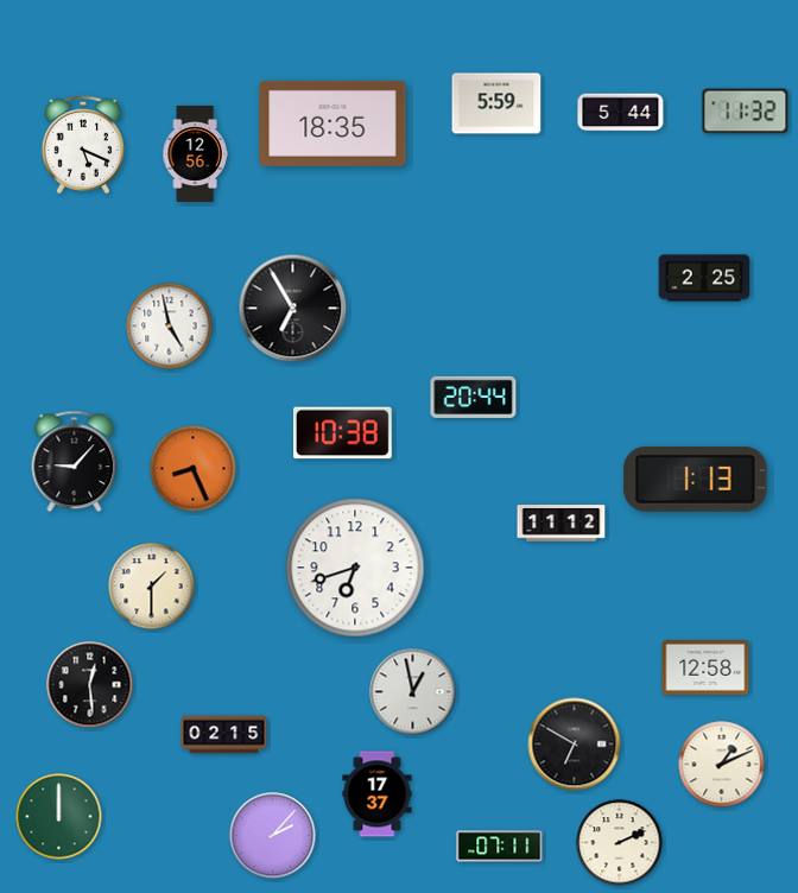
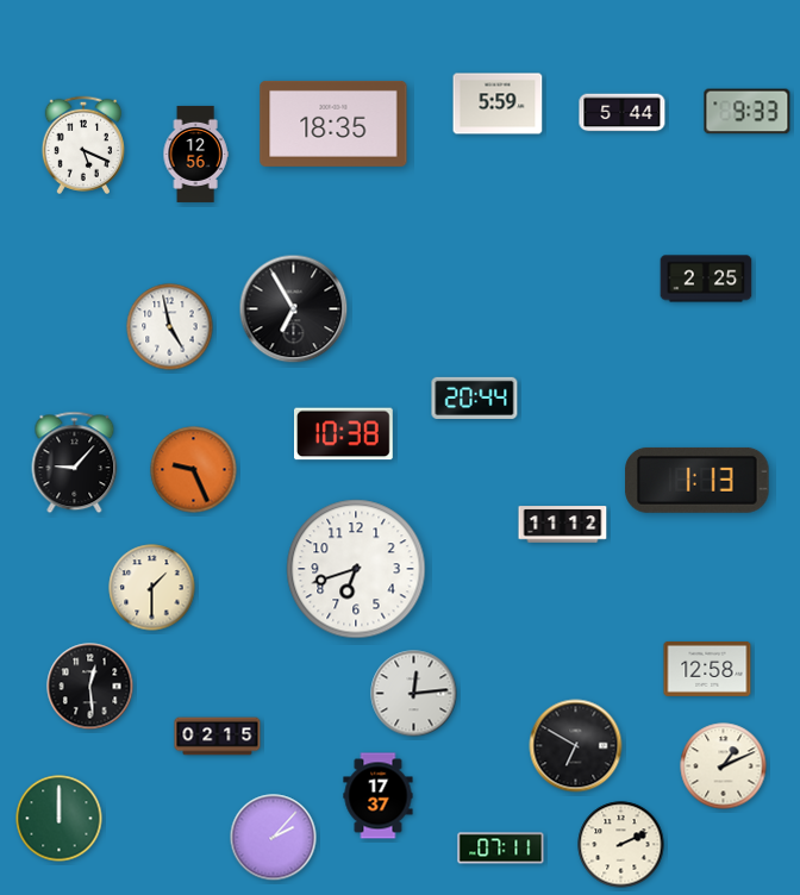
clock at (746, 112): 11:32 -> 9:33
clock at (194, 469): 8:26 -> 9:26
clock at (413, 692): 12:58 -> 12:14
clock at (224, 735) position: (224, 735) -> (218, 737)
